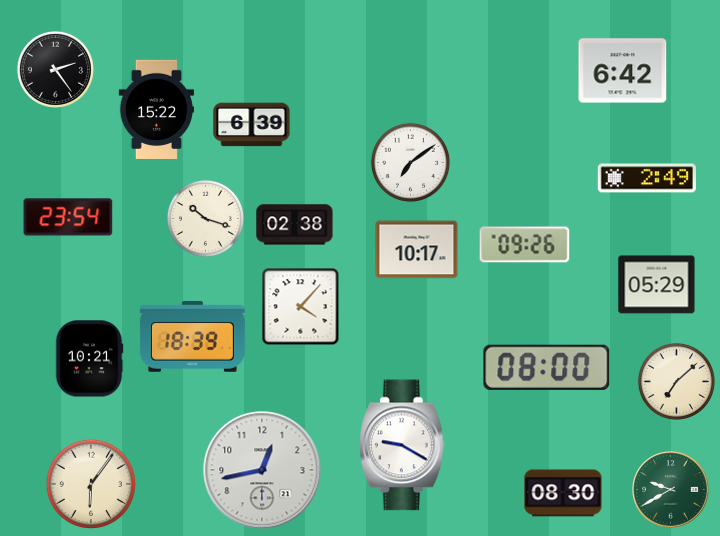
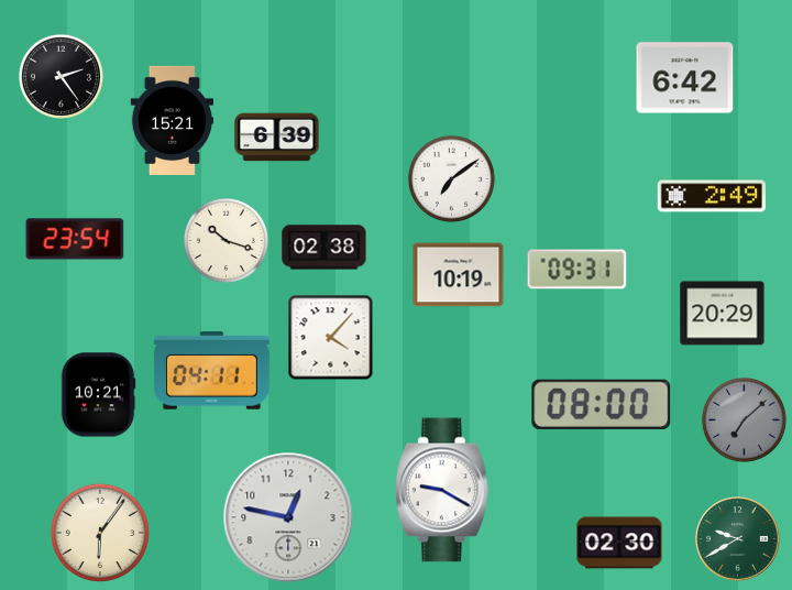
clock at (156, 109): 15:22 -> 15:21
clock at (525, 245): 09:26 -> 09:31
clock at (417, 250): 10:17 -> 10:19
clock at (657, 285): 05:29 -> 20:29
clock at (192, 337): 18:39 -> 04:11
clock at (676, 381) dial: cream -> grey
clock at (262, 470): 12:43 -> 12:47
clock at (563, 493): 08:30 -> 02:30
